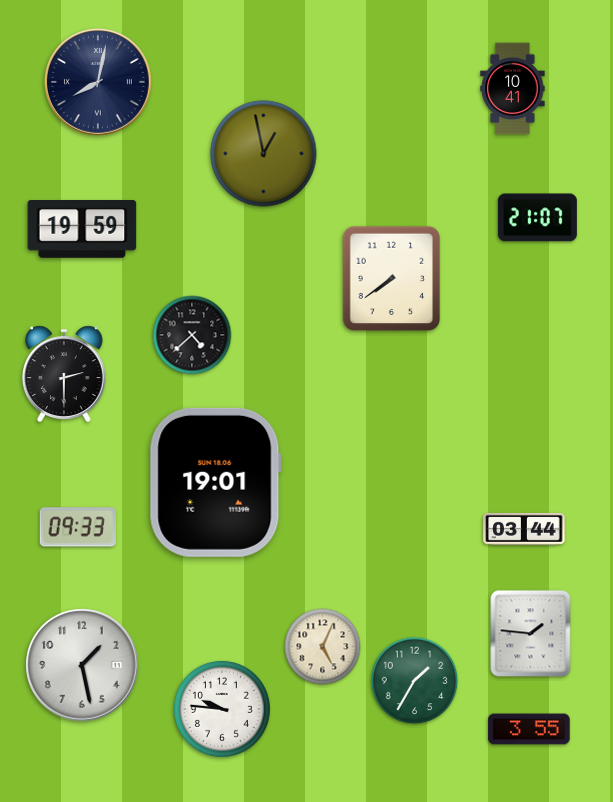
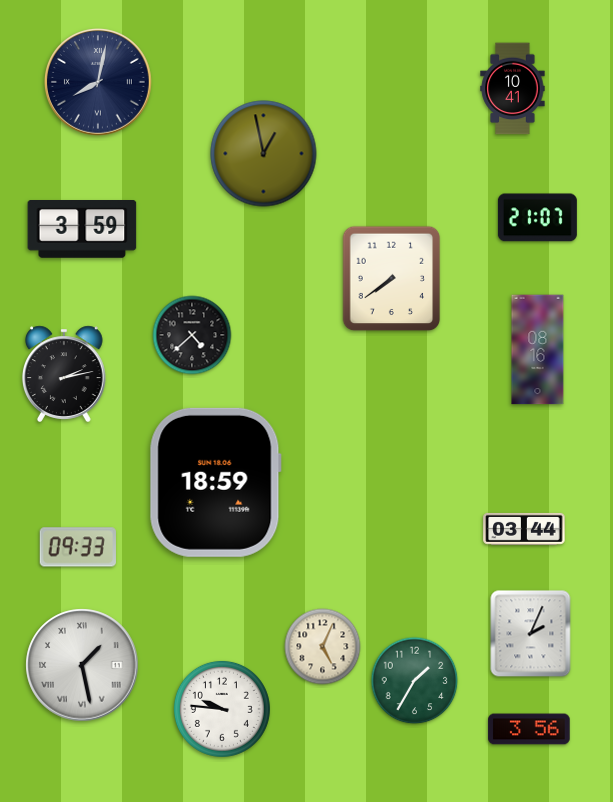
clock at (82, 230): 19:59 -> 3:59
clock at (538, 350): none -> 08:16
clock at (64, 374): 2:30 -> 2:13
clock at (215, 482): 19:01 -> 18:59
clock at (78, 527) position: (78, 527) -> (78, 547)
clock at (531, 634): 1:46 -> 2:04
clock at (82, 665) numerals: Arabic -> Roman
clock at (529, 729): 3:55 -> 3:56
